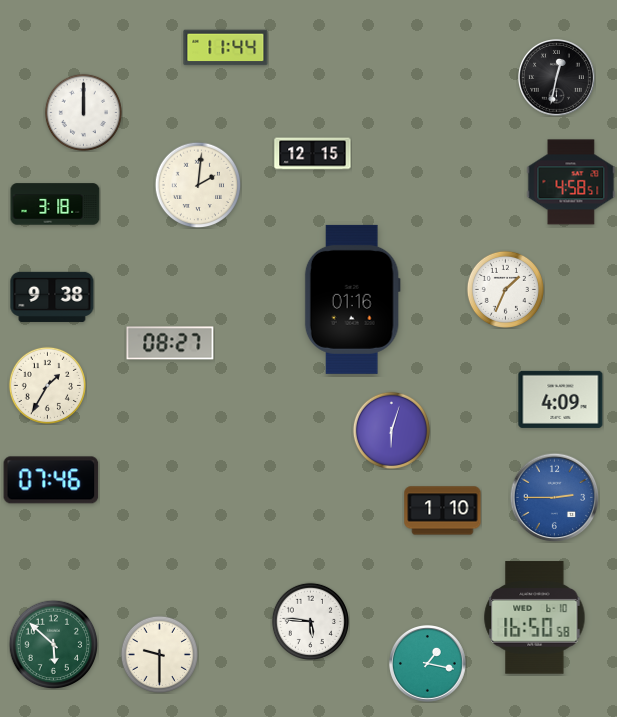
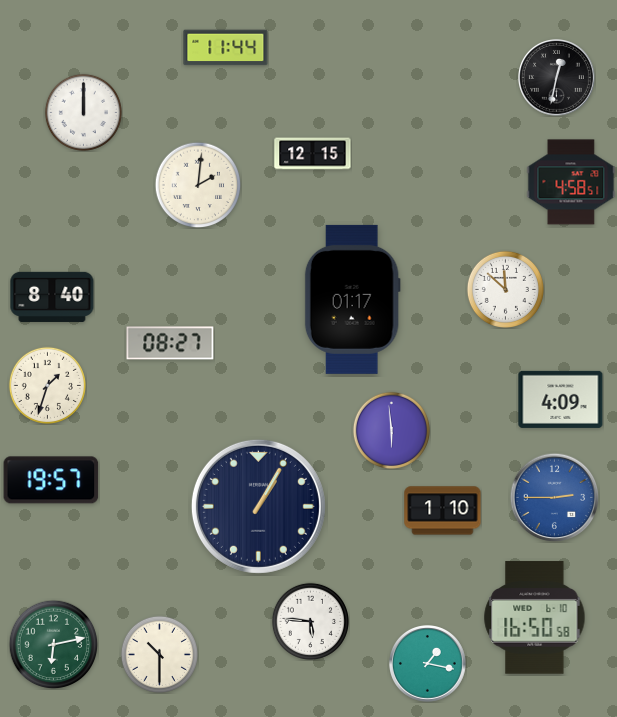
clock at (55, 204): 3:18 -> none
clock at (505, 289): 1:34 -> 11:52
clock at (52, 297): 9:38 -> 8:40
clock at (352, 299): 01:16 -> 01:17
clock at (47, 385): 1:35 -> 1:33
clock at (391, 430): 6:03 -> 5:59
clock at (51, 480): 07:46 -> 19:57
clock at (258, 506): none -> 1:05
clock at (53, 644): 5:52 -> 6:13
clock at (159, 654): 9:30 -> 10:30
